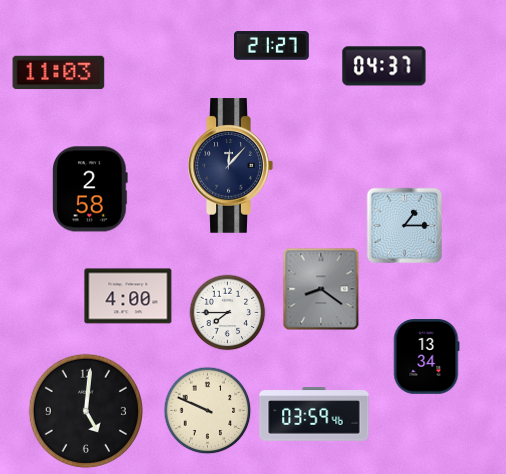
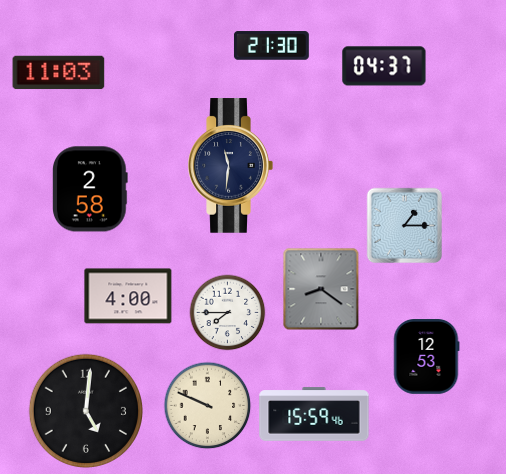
clock at (272, 46): 21:27 -> 21:30
clock at (230, 166): 12:07 -> 11:31
clock at (426, 357): 13:34 -> 12:53
clock at (208, 411) position: (208, 411) -> (208, 406)
clock at (314, 414): 03:59 -> 15:59
